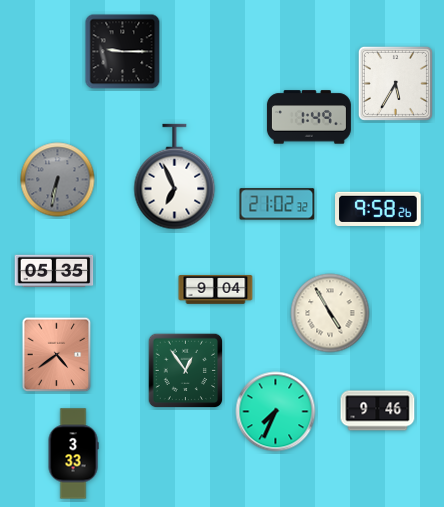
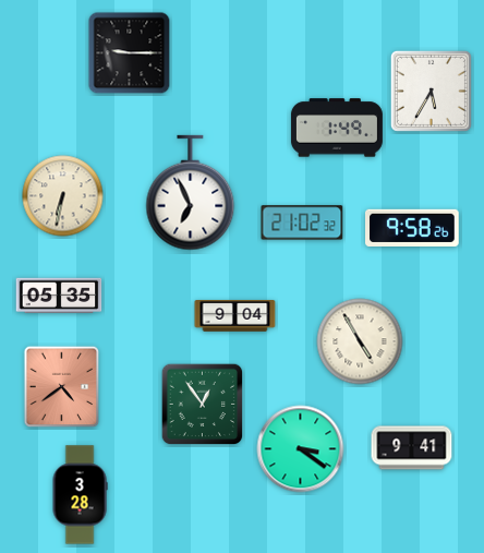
clock at (123, 52) position: (123, 52) -> (130, 53)
clock at (58, 180) dial: grey -> cream
clock at (378, 411): 9:46 -> 9:41
clock at (276, 412): 7:34 -> 3:21
clock at (73, 454): 3:33 -> 3:28
